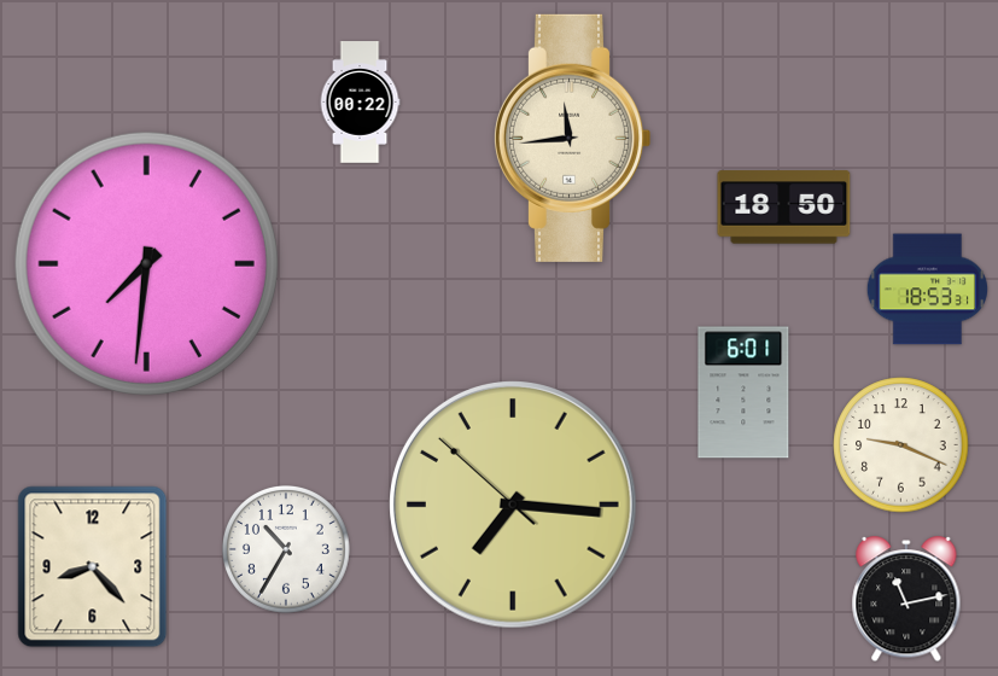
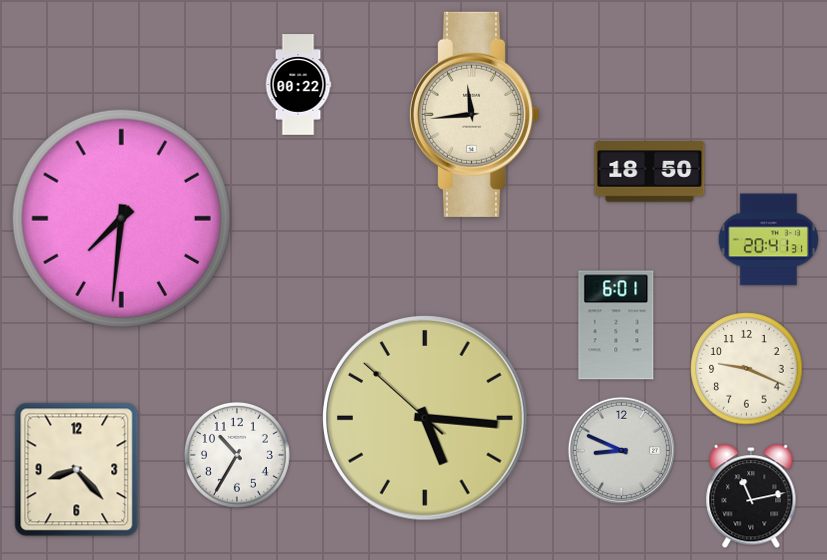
clock at (927, 290): 18:53 -> 20:41
clock at (514, 506): 7:15 -> 5:15
clock at (621, 450): none -> 8:49
